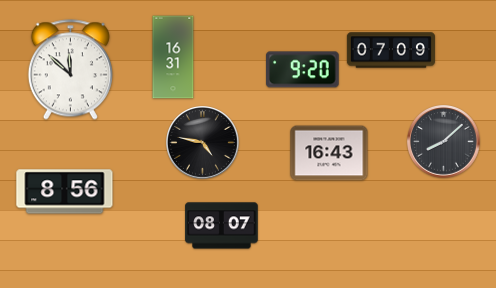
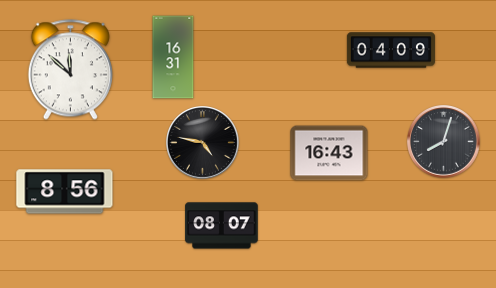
clock at (391, 50): 07:09 -> 04:09
clock at (303, 70): 9:20 -> none
clock at (444, 142): 8:08 -> 8:03
